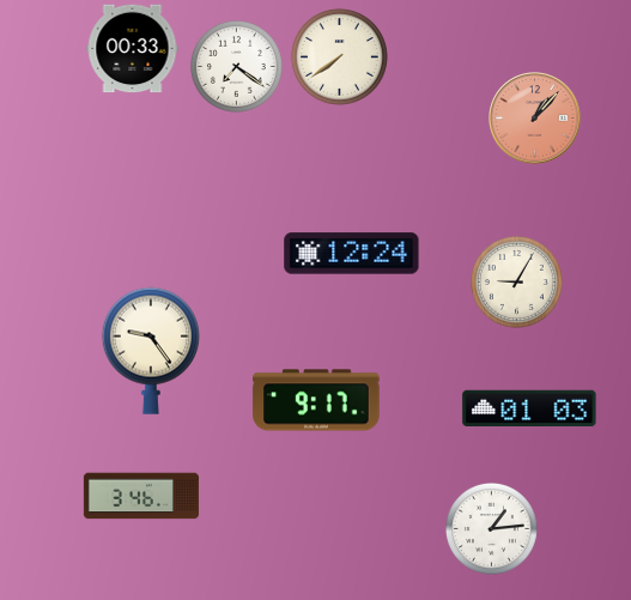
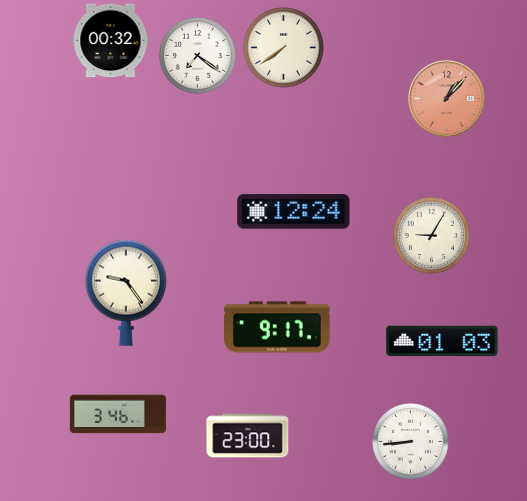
clock at (133, 49): 00:33 -> 00:32
clock at (316, 400) position: (316, 400) -> (277, 327)
clock at (248, 436): none -> 23:00
clock at (491, 528): 1:14 -> 8:44
